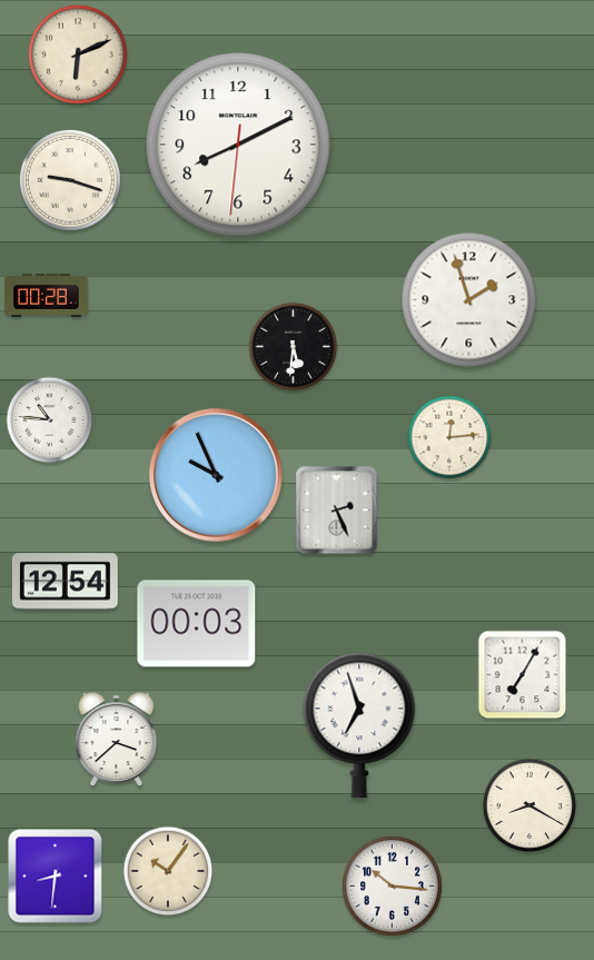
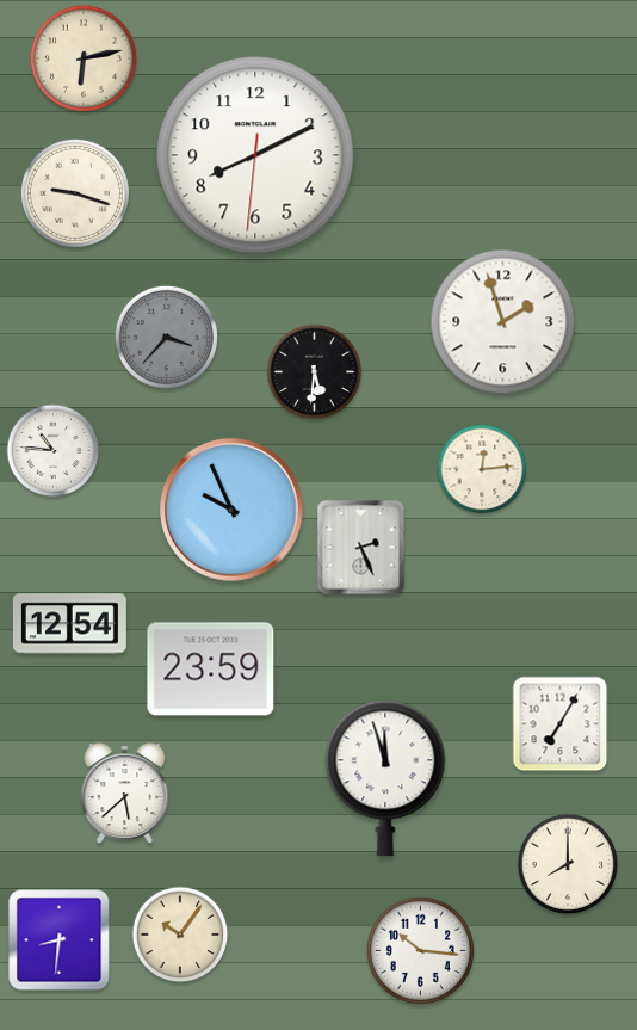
clock at (78, 55): 6:11 -> 6:13
clock at (47, 295): 00:28 -> none
clock at (166, 337): none -> 3:37
clock at (197, 624): 00:03 -> 23:59
clock at (359, 725): 6:57 -> 11:57
clock at (117, 740): 3:38 -> 5:38
clock at (528, 804): 8:20 -> 8:00
